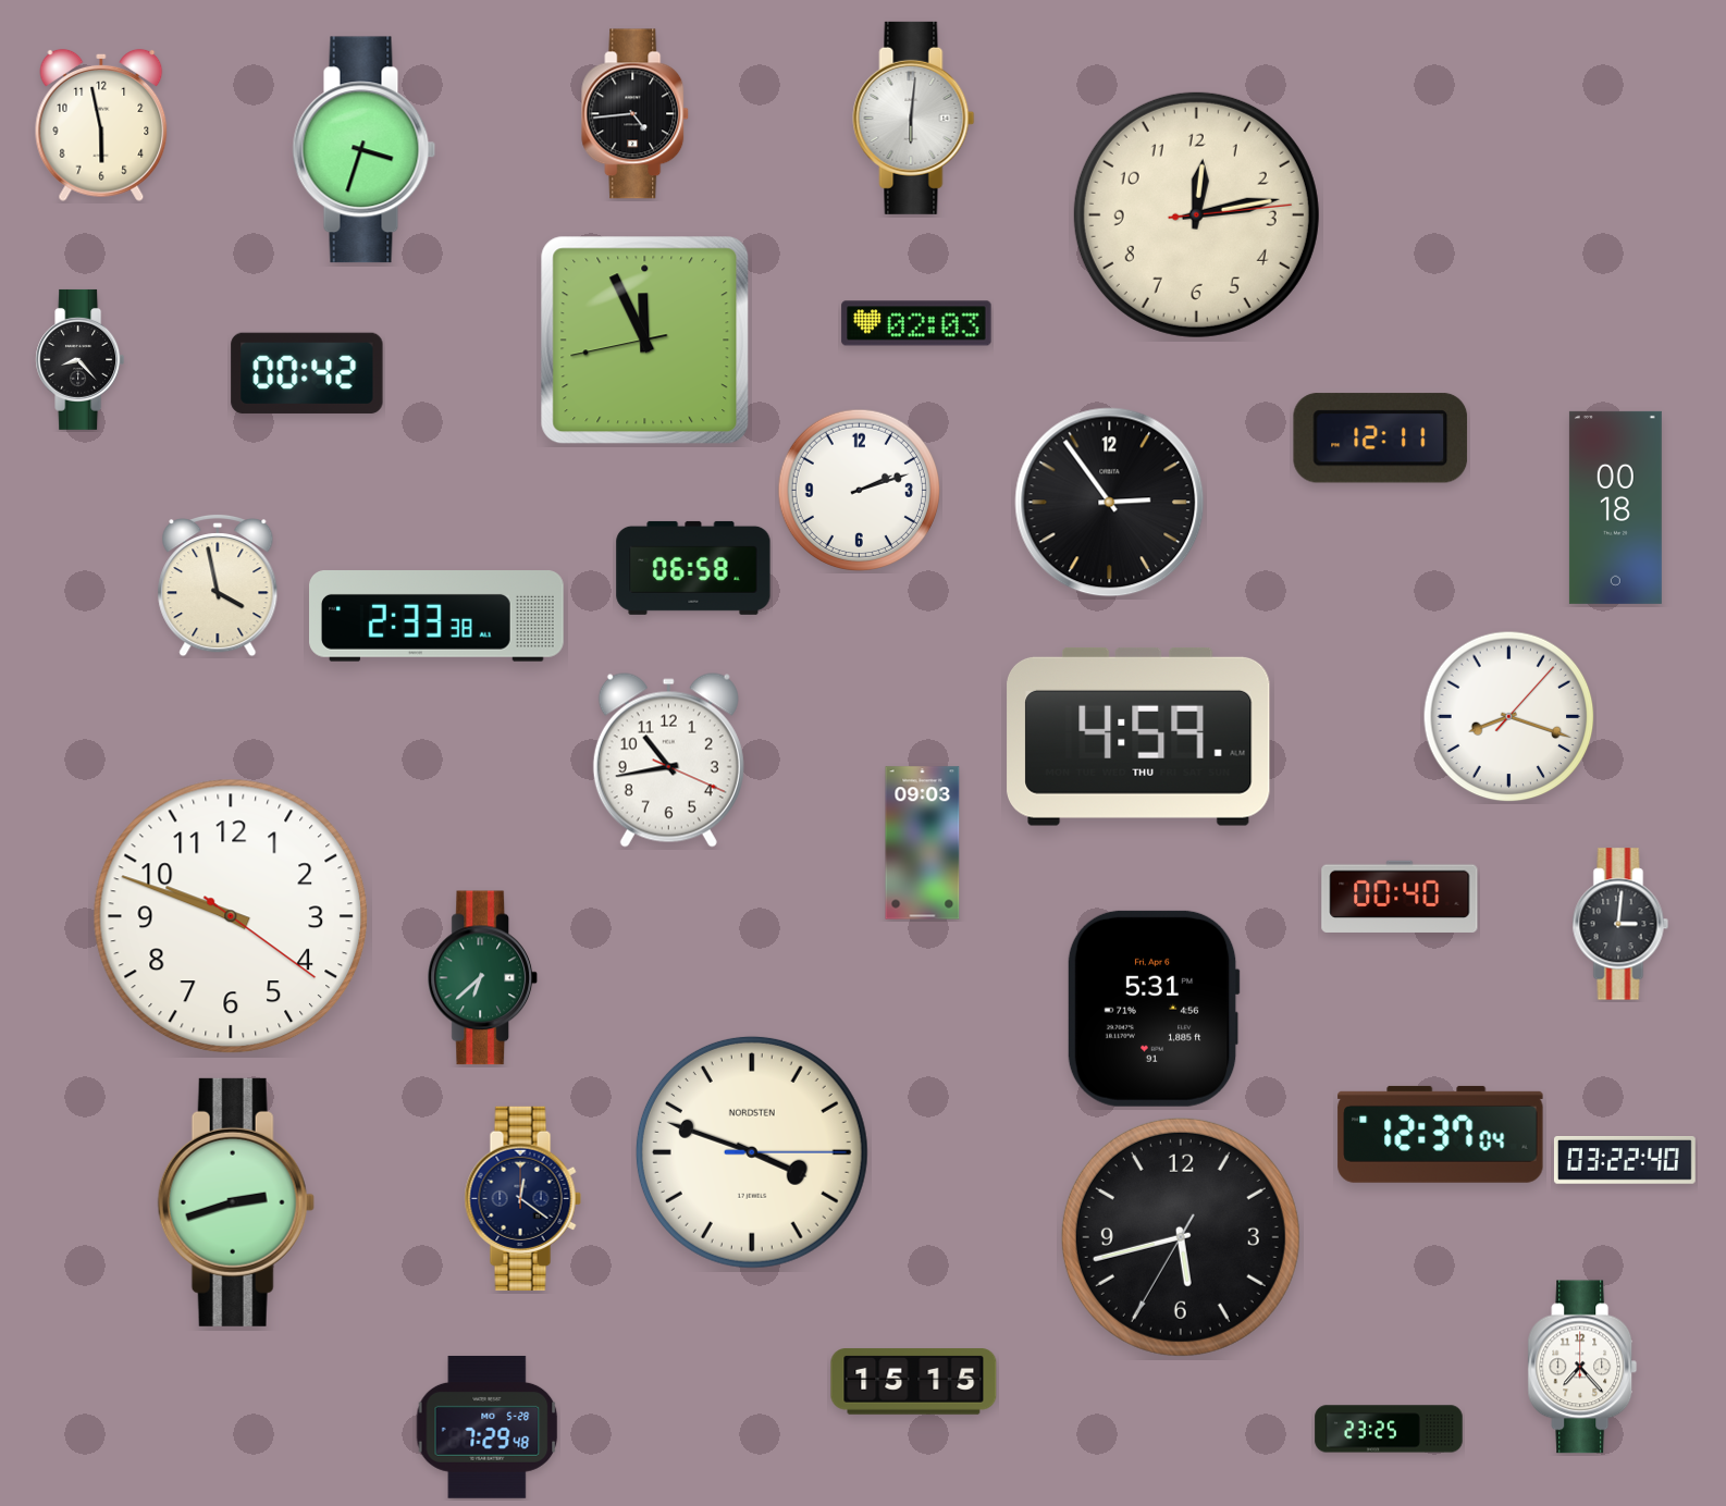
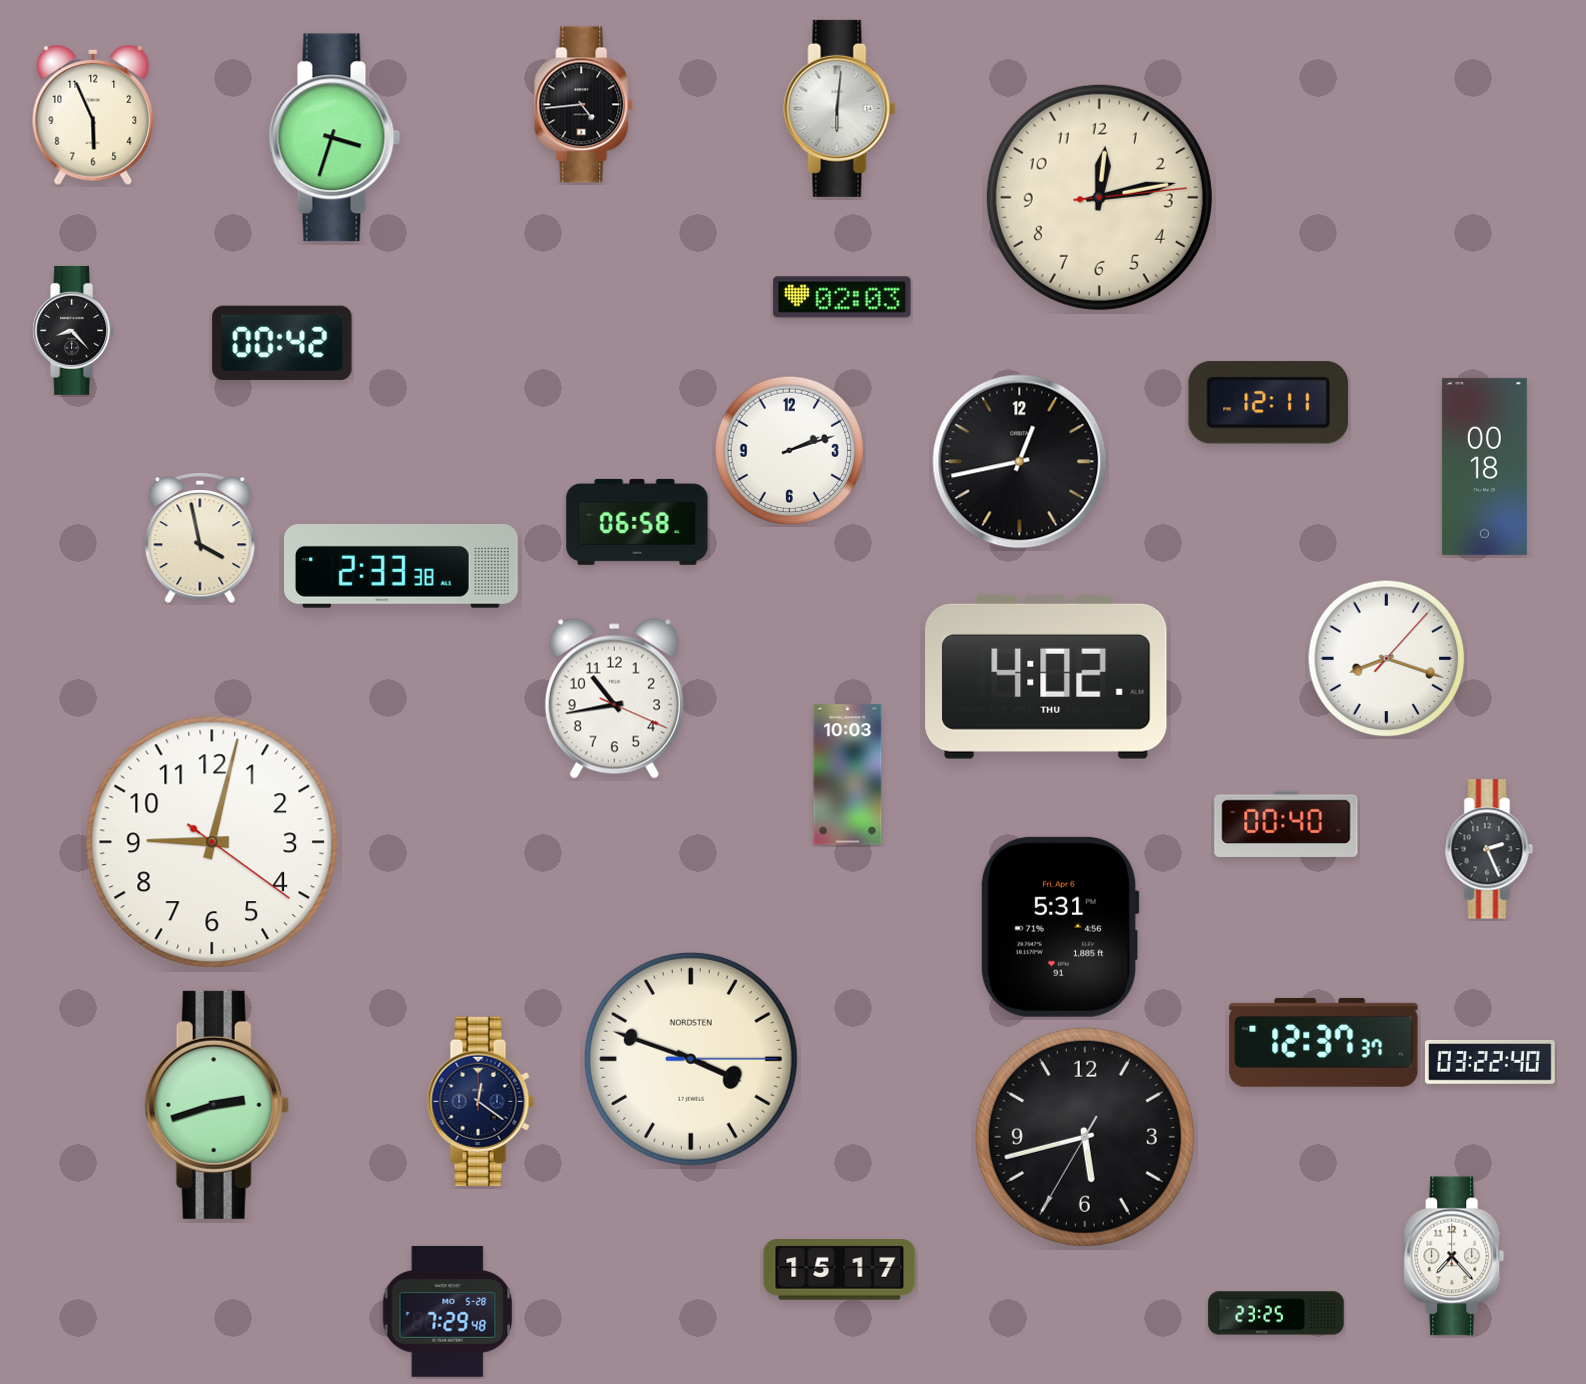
clock at (101, 125): 5:58 -> 5:56
clock at (645, 341): 11:55 -> none
clock at (1110, 503): 2:54 -> 12:43
clock at (1138, 737): 4:59 -> 4:02
clock at (923, 843): 09:03 -> 10:03
clock at (231, 916): 9:48 -> 9:02
clock at (1620, 924): 3:01 -> 2:26
clock at (483, 978): 6:38 -> none
clock at (1441, 1134): 12:37:04 -> 12:37:37
clock at (1625, 1161) position: (1625, 1161) -> (1490, 1063)
clock at (914, 1382): 15:15 -> 15:17
